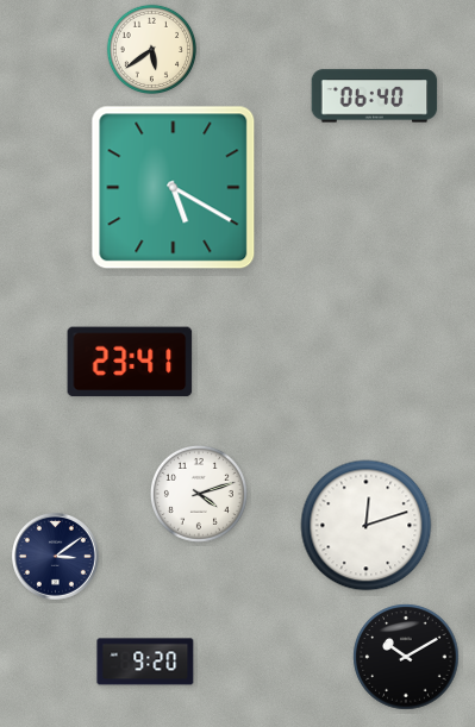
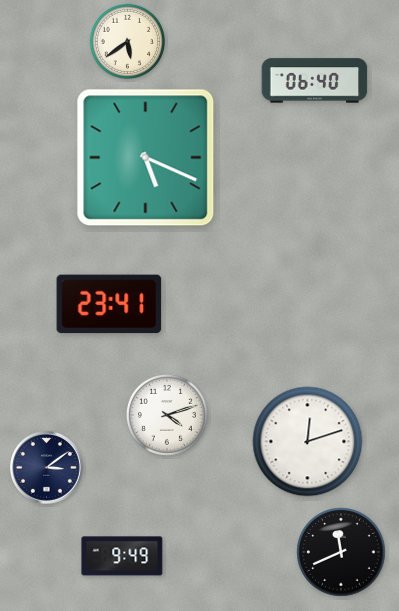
clock at (174, 188): 5:20 -> 5:19
clock at (406, 657): 10:10 -> 11:41
clock at (145, 662): 9:20 -> 9:49
